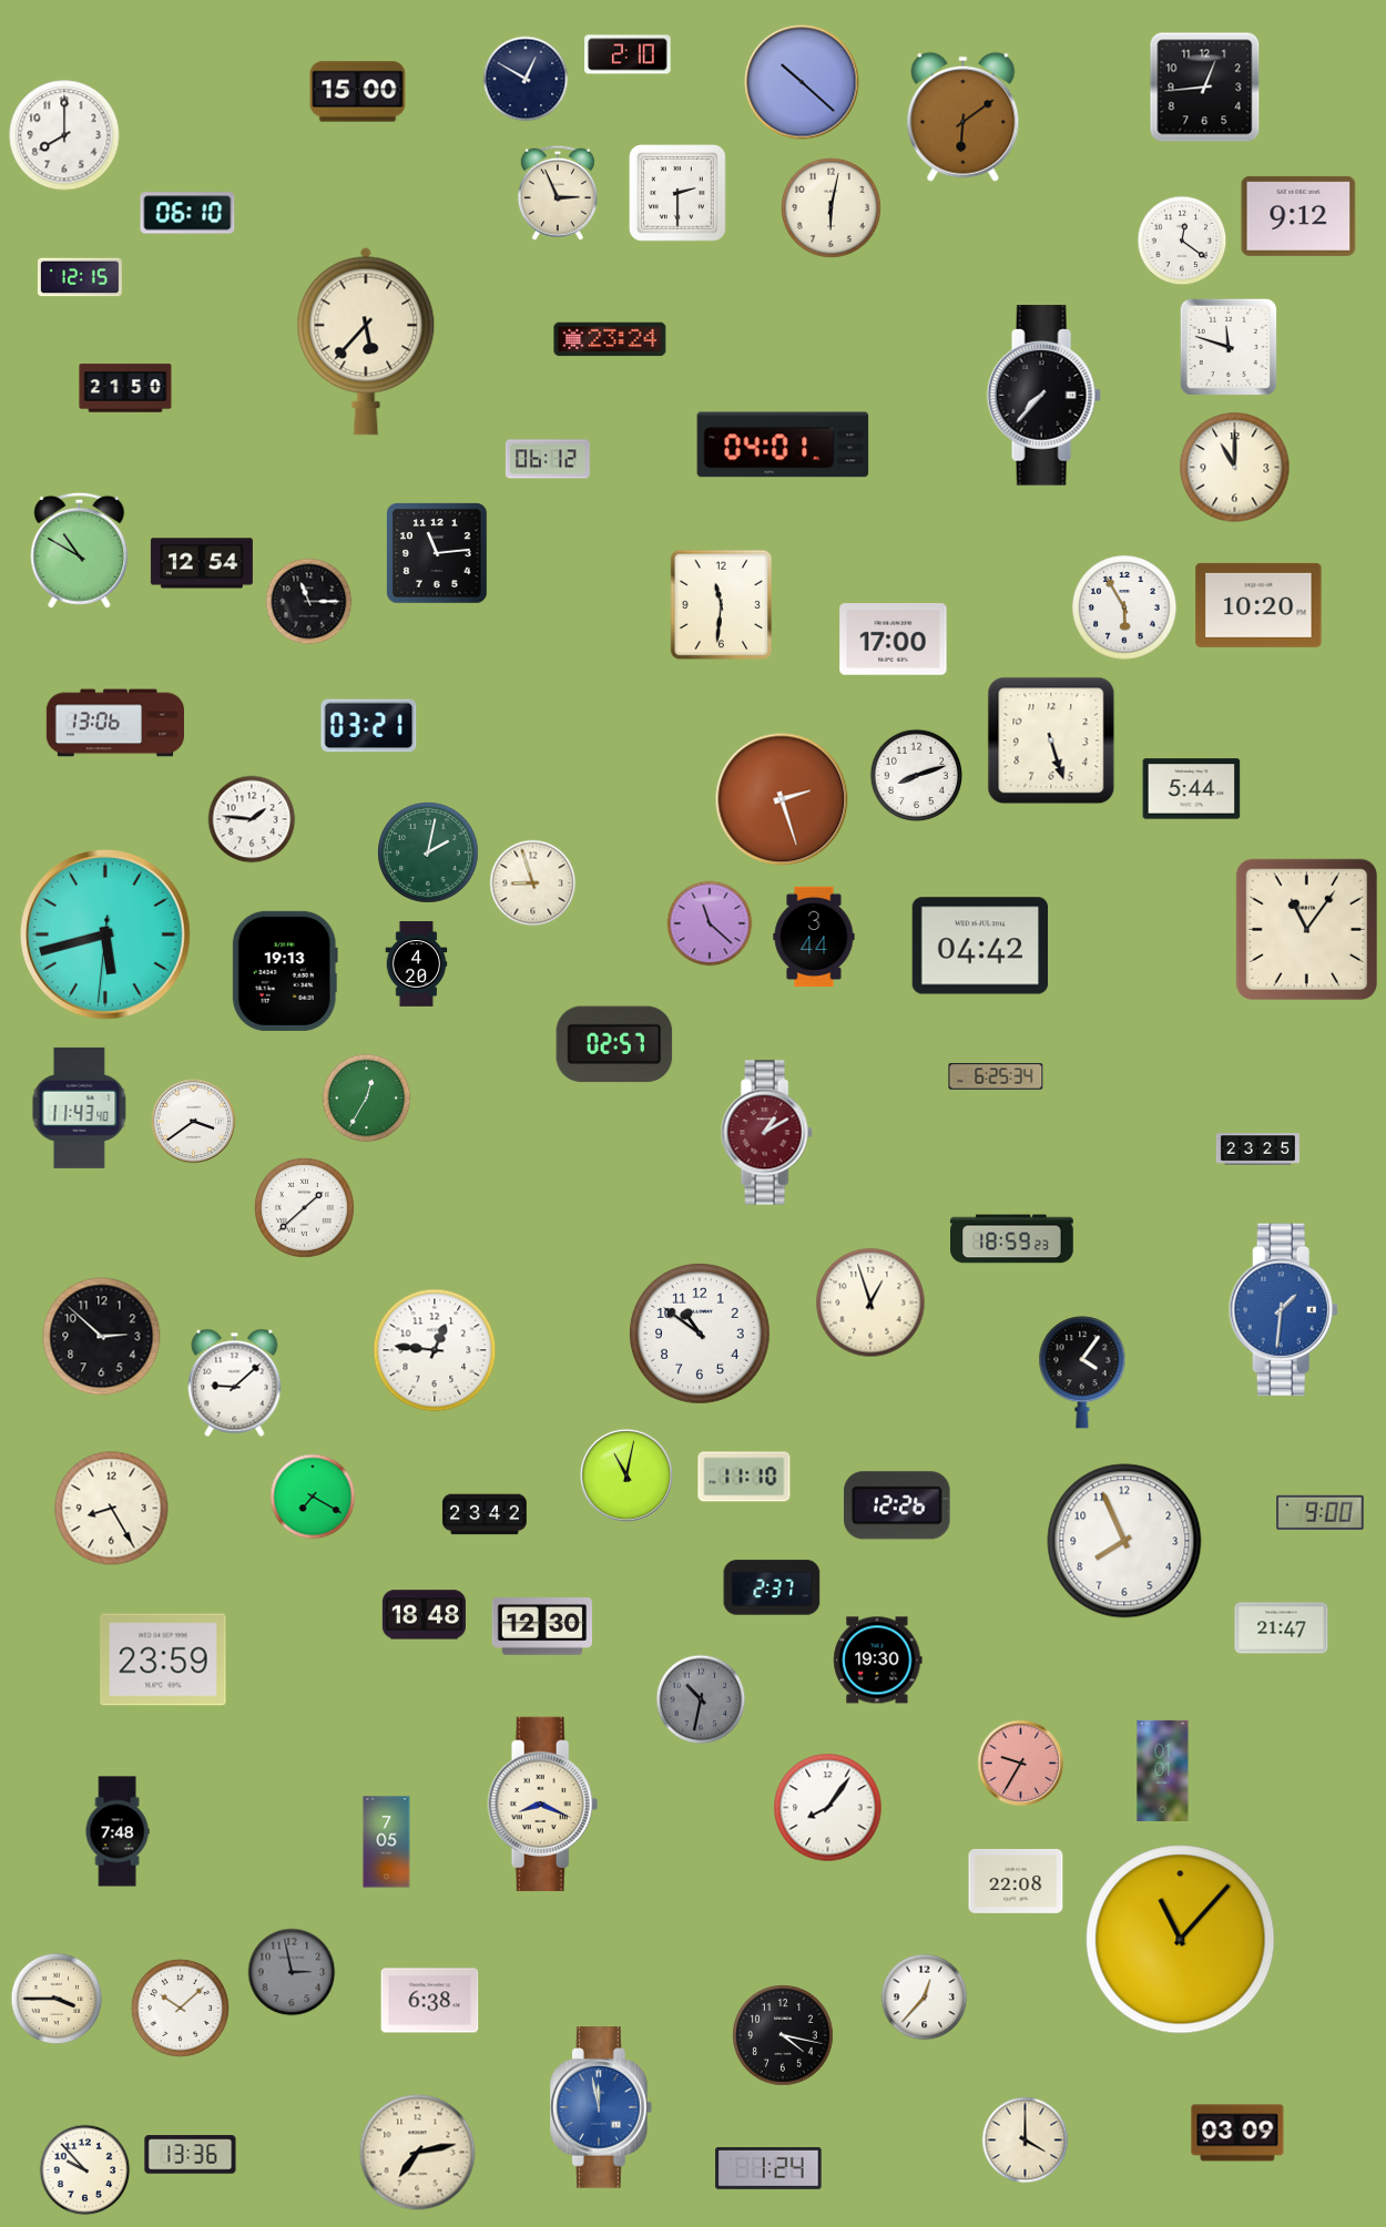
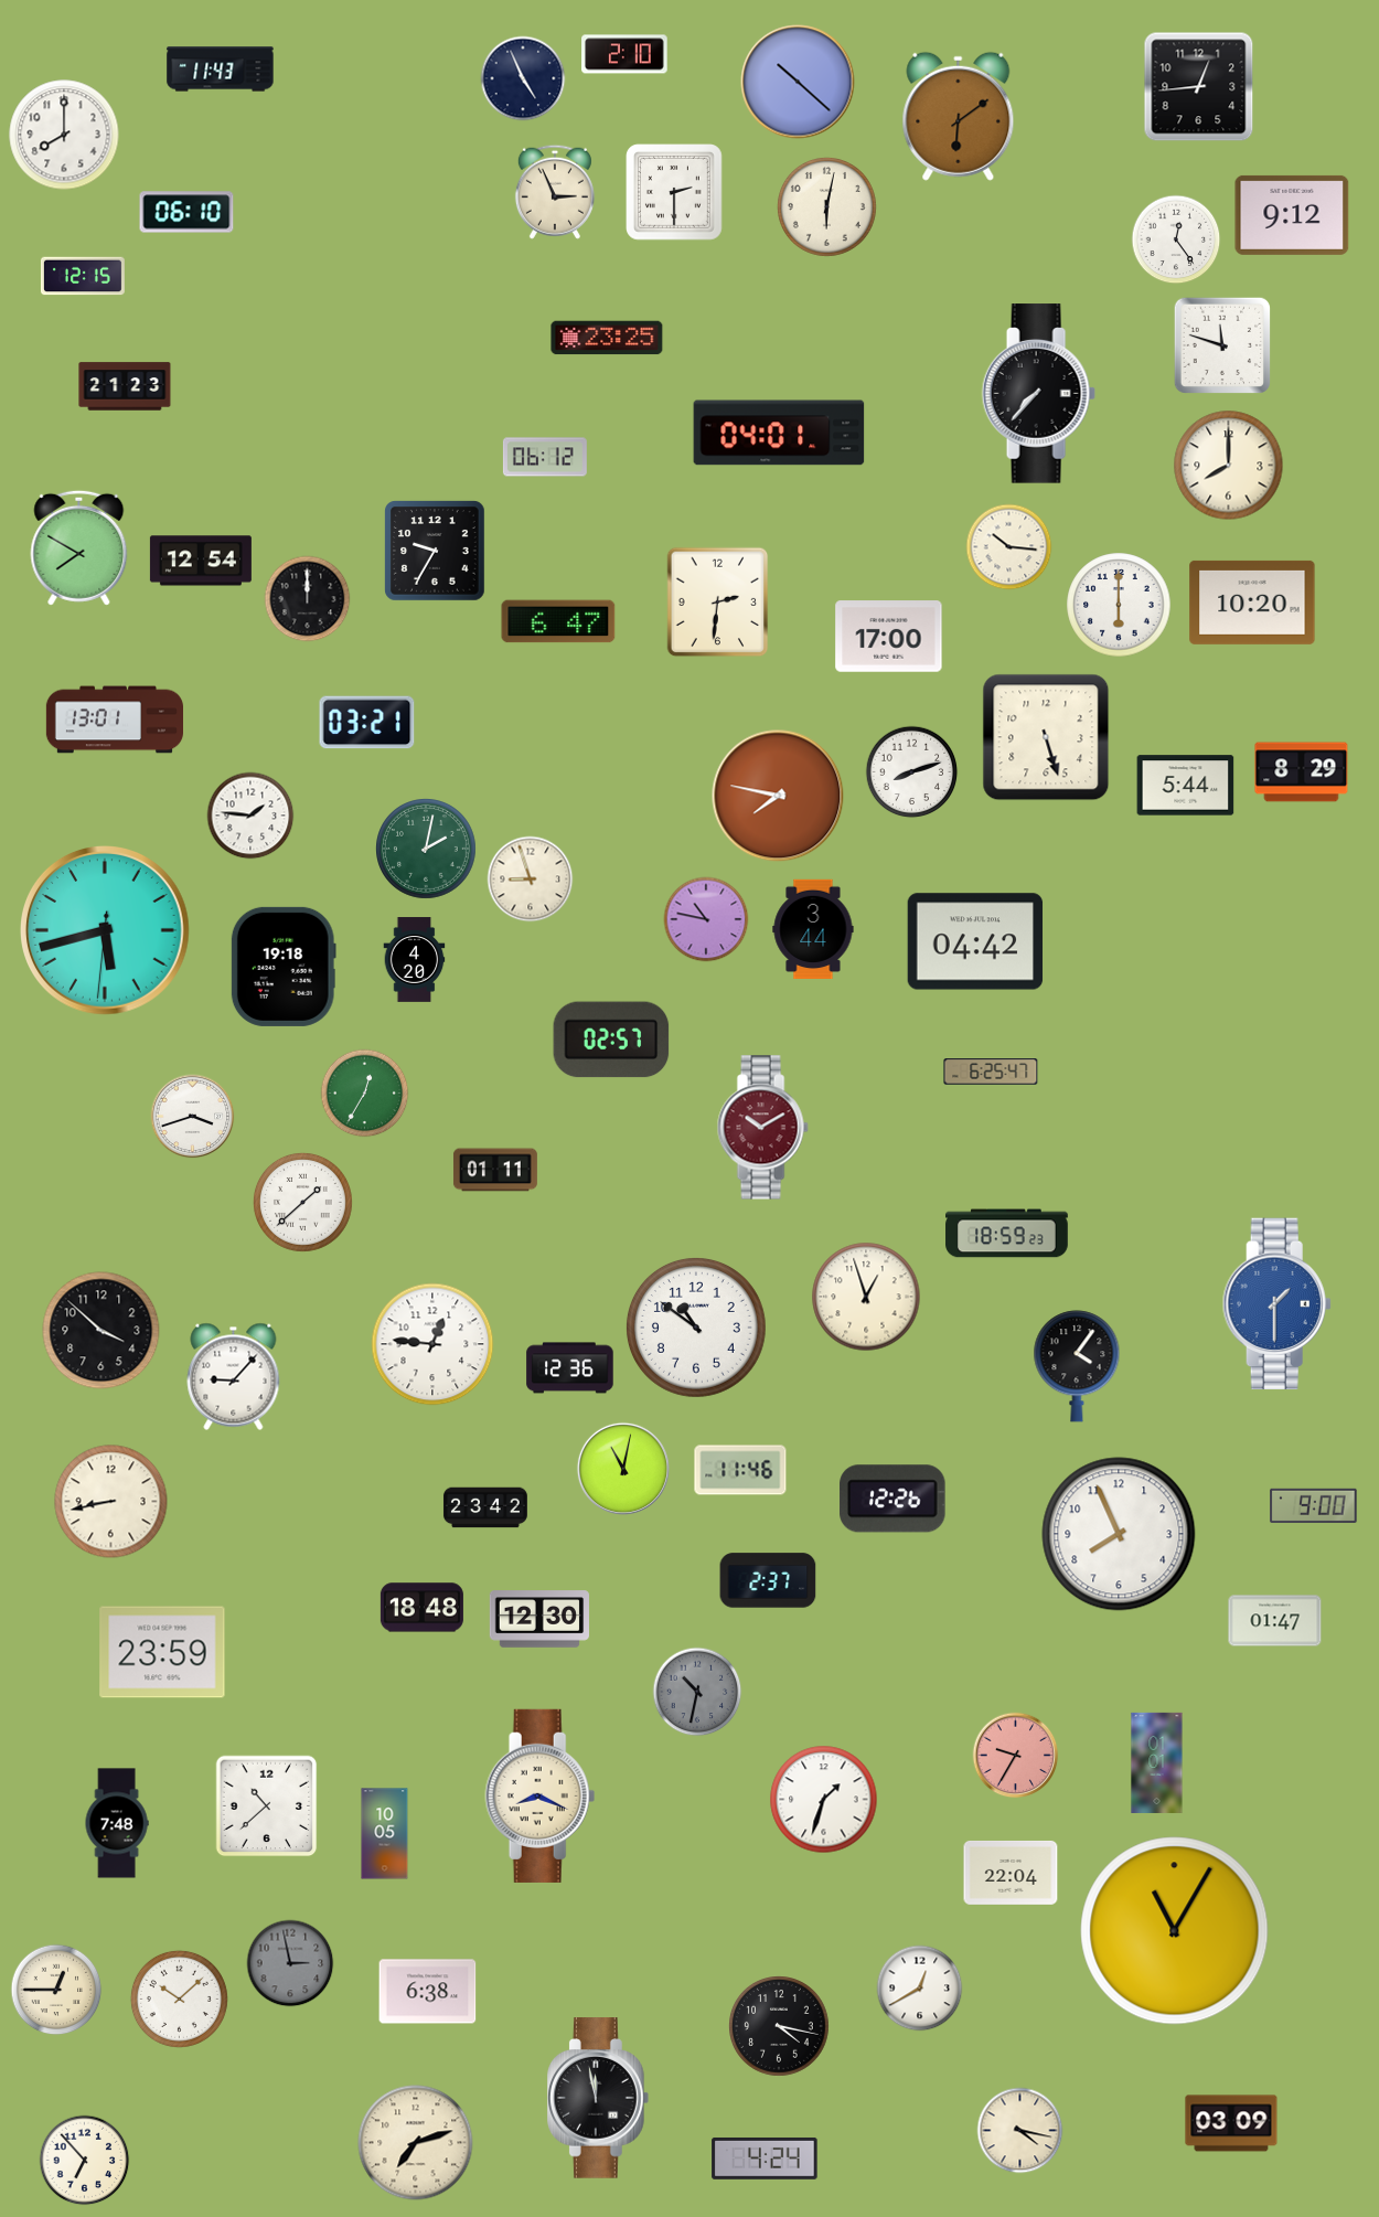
clock at (221, 70): none -> 11:43
clock at (526, 79): 12:50 -> 4:56
clock at (358, 92): 15:00 -> none
clock at (1182, 241): 12:21 -> 12:24
clock at (80, 277) position: (80, 277) -> (83, 276)
clock at (610, 339): 23:24 -> 23:25
clock at (366, 341): 5:37 -> none
clock at (125, 388): 21:50 -> 21:23
clock at (783, 445) position: (783, 445) -> (779, 433)
clock at (1235, 468): 11:00 -> 8:00
clock at (80, 550): 10:50 -> 7:50
clock at (1009, 547): none -> 10:16
clock at (437, 553): 11:14 -> 9:35
clock at (309, 602): 11:15 -> 12:00
clock at (722, 605): 11:31 -> 2:31
clock at (1124, 607): 5:55 -> 6:00
clock at (558, 621): none -> 6:47
clock at (114, 723): 13:06 -> 13:01
clock at (1302, 772): none -> 8:29
clock at (782, 799): 2:27 -> 7:47
clock at (710, 923): 11:22 -> 10:47
clock at (1306, 929): 11:06 -> none
clock at (814, 937) position: (814, 937) -> (813, 929)
clock at (285, 971): 19:13 -> 19:18
clock at (996, 1076): 6:25:34 -> 6:25:47
clock at (80, 1107): 11:43 -> none
clock at (194, 1122): 3:39 -> 3:42
clock at (766, 1133): 1:10 -> 10:10
clock at (1257, 1150): 23:25 -> none
clock at (495, 1170): none -> 01:11
clock at (1283, 1310): 1:31 -> 1:30
clock at (102, 1337): 2:52 -> 3:52
clock at (570, 1368): none -> 12:36
clock at (235, 1382): 9:08 -> 9:07
clock at (744, 1477): 11:10 -> 11:46
clock at (313, 1496): 7:20 -> none
clock at (112, 1509): 8:25 -> 8:43
clock at (485, 1514) position: (485, 1514) -> (485, 1507)
clock at (1282, 1628): 21:47 -> 01:47
clock at (878, 1661): 19:30 -> none
clock at (828, 1808): 8:06 -> 1:33
clock at (267, 1806): none -> 10:38
clock at (387, 1842): 7:05 -> 10:05
clock at (1016, 1881): 22:08 -> 22:04
clock at (1181, 1940): 11:07 -> 11:05
clock at (925, 1998): 12:37 -> 12:40
clock at (57, 1999): 3:45 -> 12:45
clock at (602, 2107) dial: blue -> black
clock at (1026, 2141): 4:00 -> 4:17
clock at (418, 2153): 7:13 -> 7:12
clock at (191, 2155): 13:36 -> none
clock at (768, 2168): 1:24 -> 4:24
clock at (85, 2170): 9:53 -> 6:53
